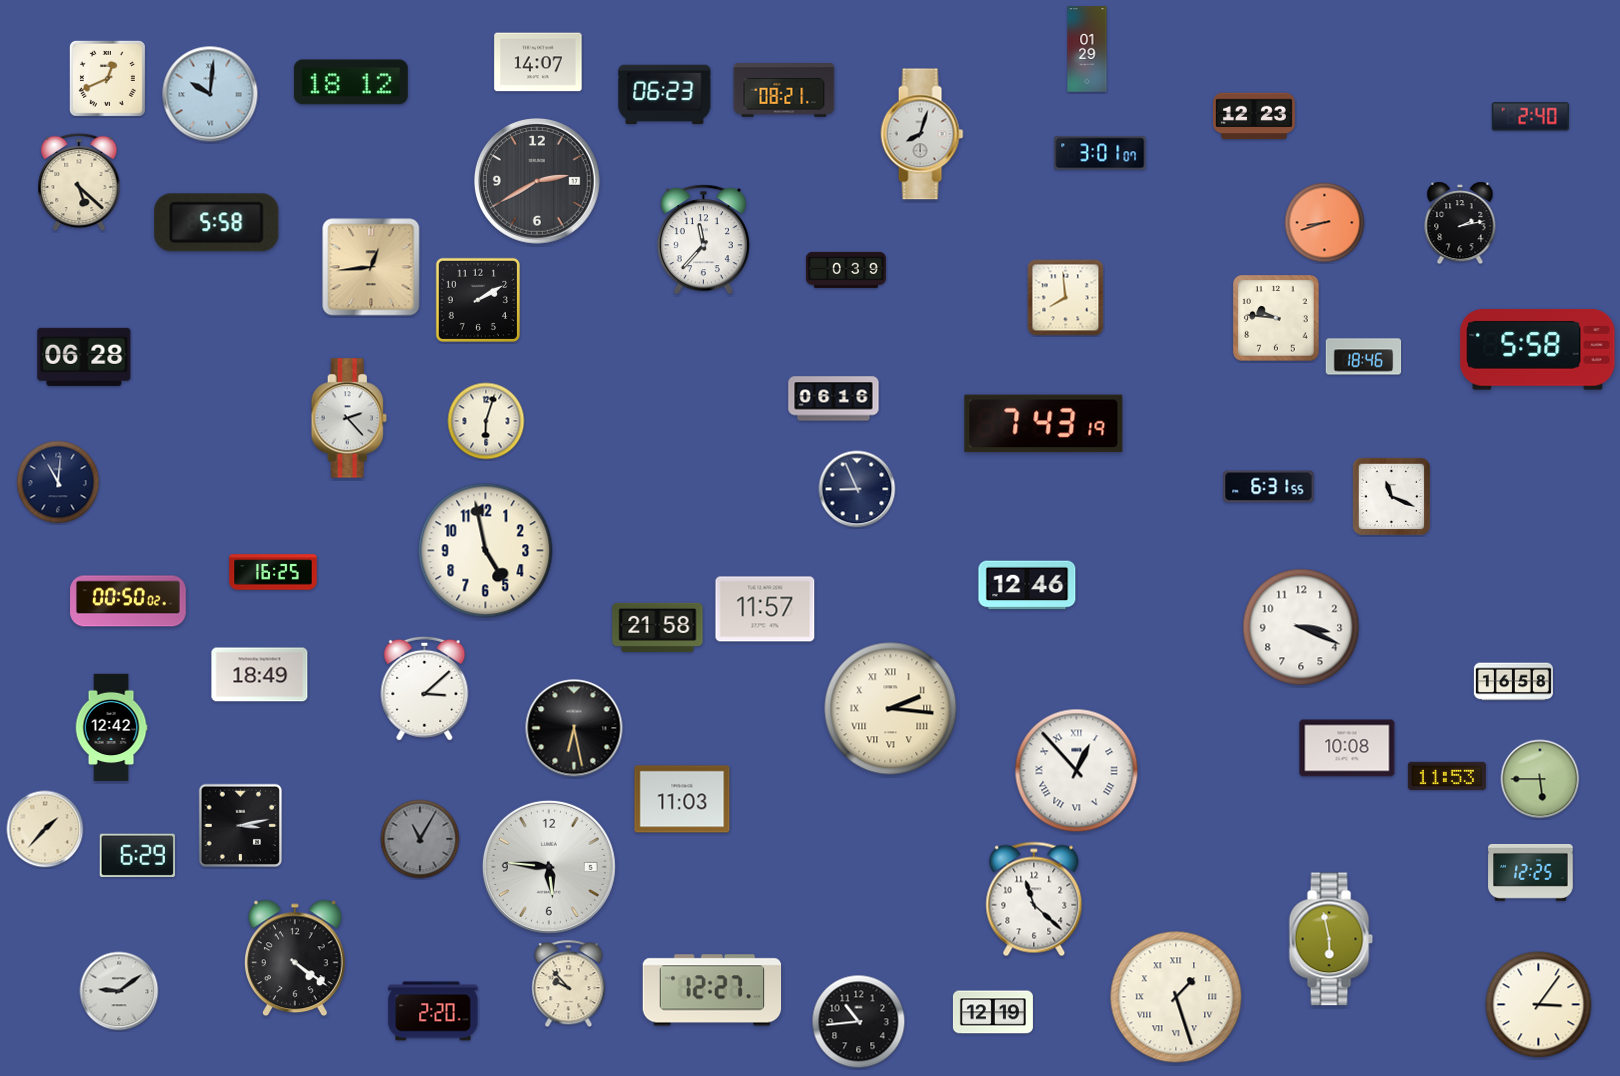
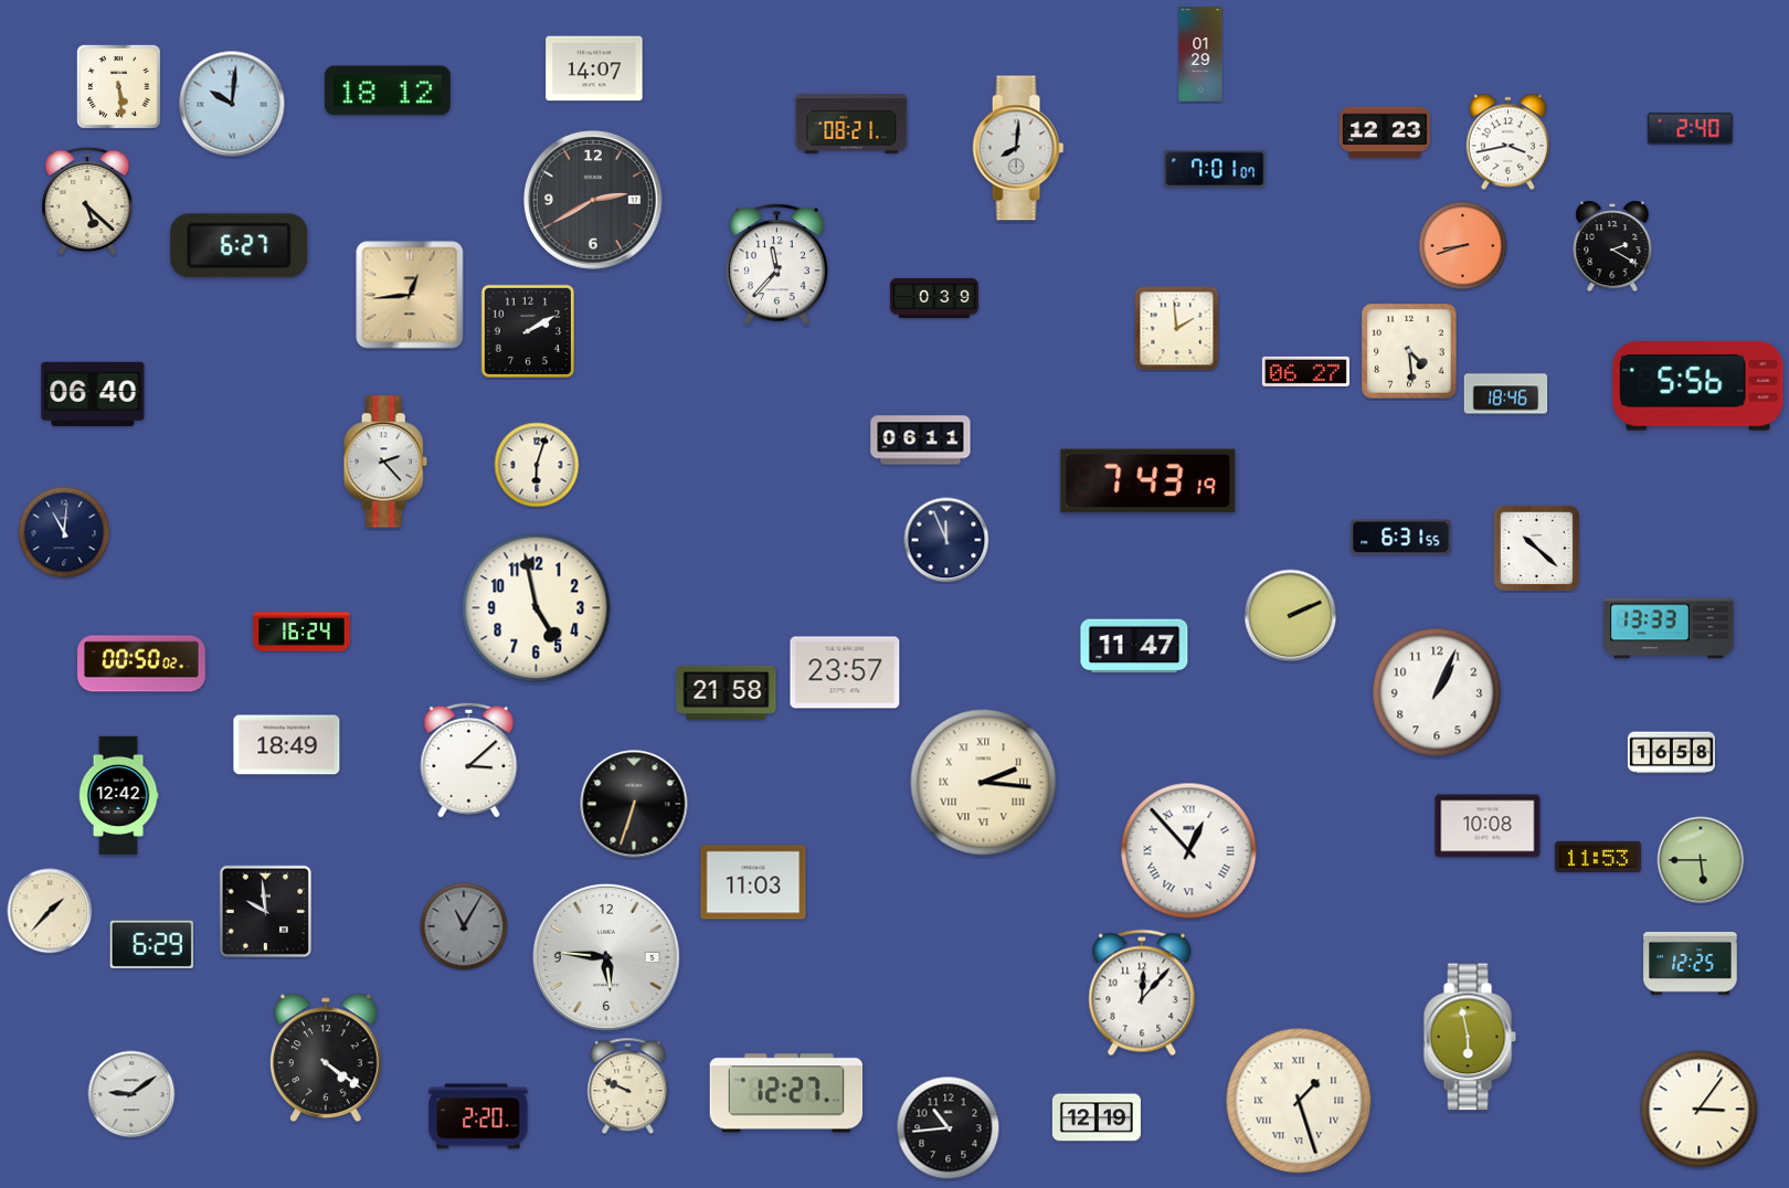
clock at (107, 78): 12:41 -> 5:29
clock at (784, 91) position: (784, 91) -> (851, 125)
clock at (665, 95): 06:23 -> none
clock at (1255, 116) position: (1255, 116) -> (1386, 132)
clock at (1507, 142): none -> 3:43
clock at (922, 134): 8:03 -> 8:01
clock at (1100, 153): 3:01 -> 7:01
clock at (217, 223): 5:58 -> 6:27
clock at (1460, 223): 2:13 -> 2:20
clock at (1066, 298): 7:59 -> 1:59
clock at (1276, 318): 9:46 -> 4:29
clock at (1305, 371): none -> 06:27
clock at (1538, 350): 5:58 -> 5:56
clock at (84, 357): 06:28 -> 06:40
clock at (834, 399): 06:16 -> 06:11
clock at (1044, 424) position: (1044, 424) -> (1148, 481)
clock at (857, 489): 8:56 -> 11:56
clock at (1391, 496): 11:19 -> 10:22
clock at (1291, 616): none -> 2:11
clock at (1669, 628): none -> 13:33
clock at (273, 572): 16:25 -> 16:24
clock at (1027, 585): 12:46 -> 11:47
clock at (765, 609): 11:57 -> 23:57
clock at (1301, 627): 3:19 -> 1:04
clock at (111, 728) position: (111, 728) -> (118, 796)
clock at (574, 728): 6:28 -> 6:33
clock at (241, 826): 3:13 -> 9:59
clock at (45, 829) position: (45, 829) -> (50, 911)
clock at (1034, 899): 11:22 -> 12:07
clock at (569, 984): 9:53 -> 9:49
